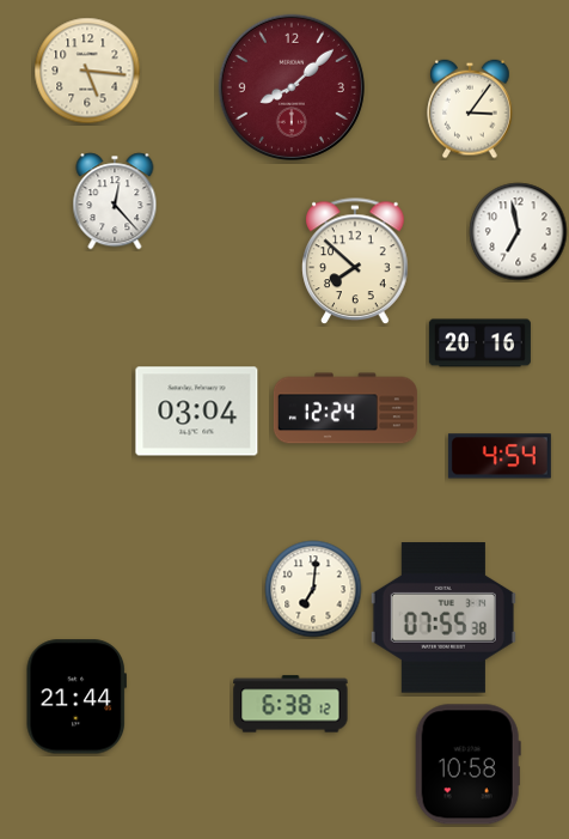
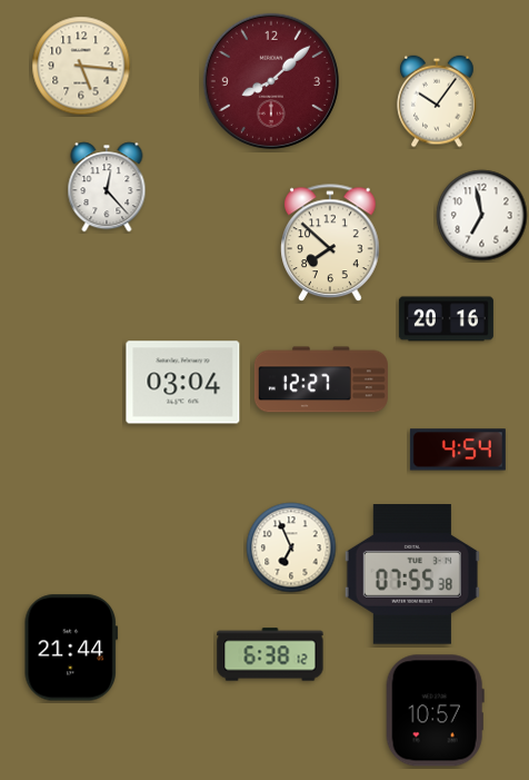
clock at (470, 109): 3:06 -> 10:06
clock at (345, 408): 12:24 -> 12:27
clock at (500, 456) position: (500, 456) -> (458, 450)
clock at (313, 589): 7:01 -> 6:56
clock at (467, 765): 10:58 -> 10:57
